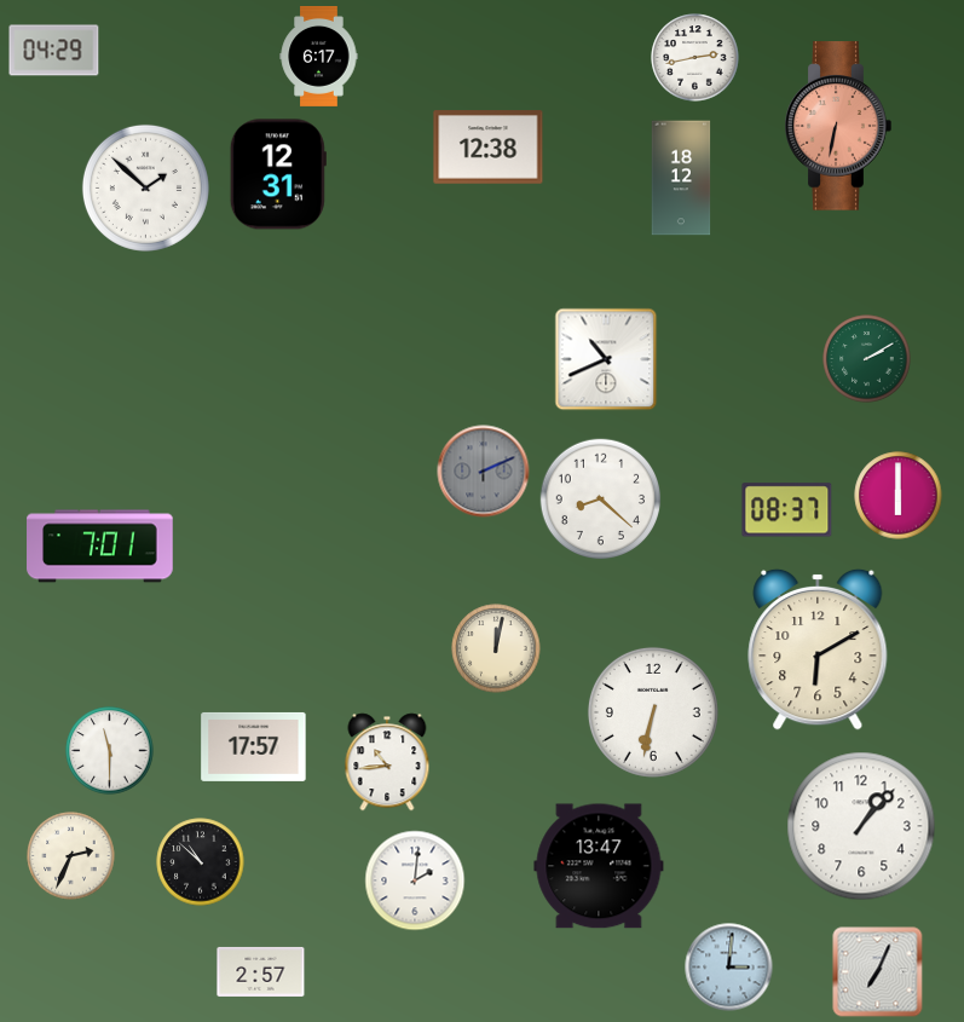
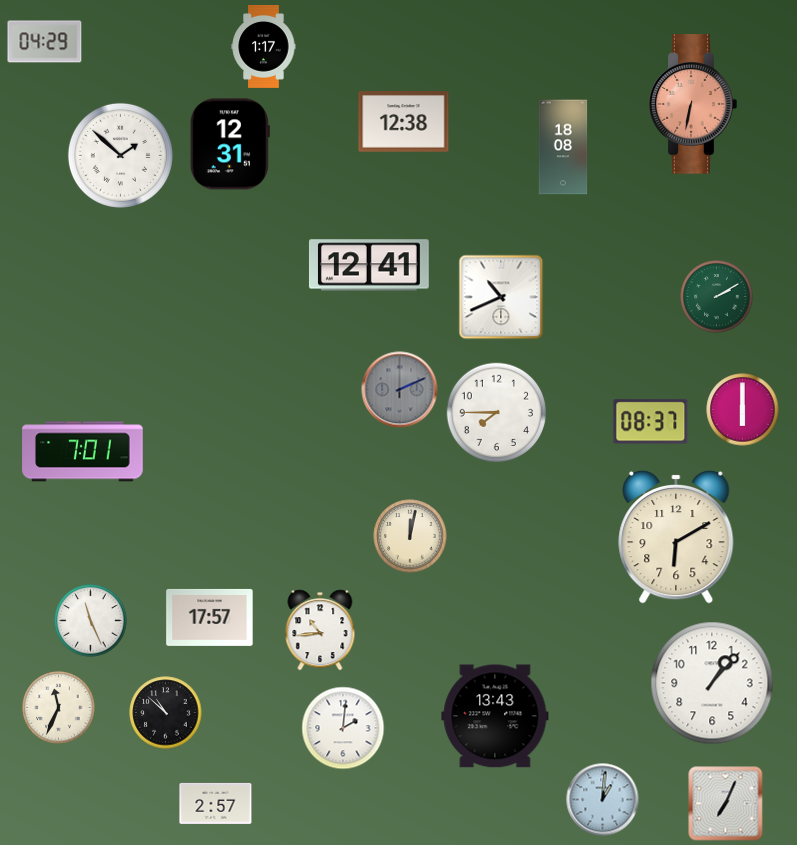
clock at (319, 57): 6:17 -> 1:17
clock at (695, 58): 2:43 -> none
clock at (681, 178): 18:12 -> 18:08
clock at (369, 265): none -> 12:41
clock at (601, 500): 8:22 -> 7:45
clock at (653, 712): 6:32 -> none
clock at (110, 751): 11:30 -> 11:26
clock at (71, 856): 2:34 -> 11:34
clock at (599, 866): 13:47 -> 13:43
clock at (729, 968): 3:01 -> 1:01
